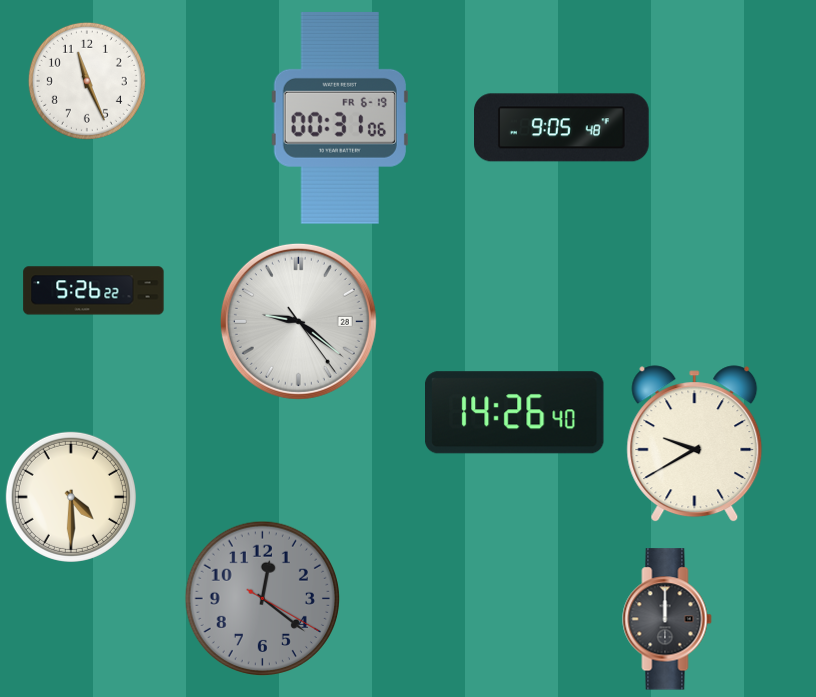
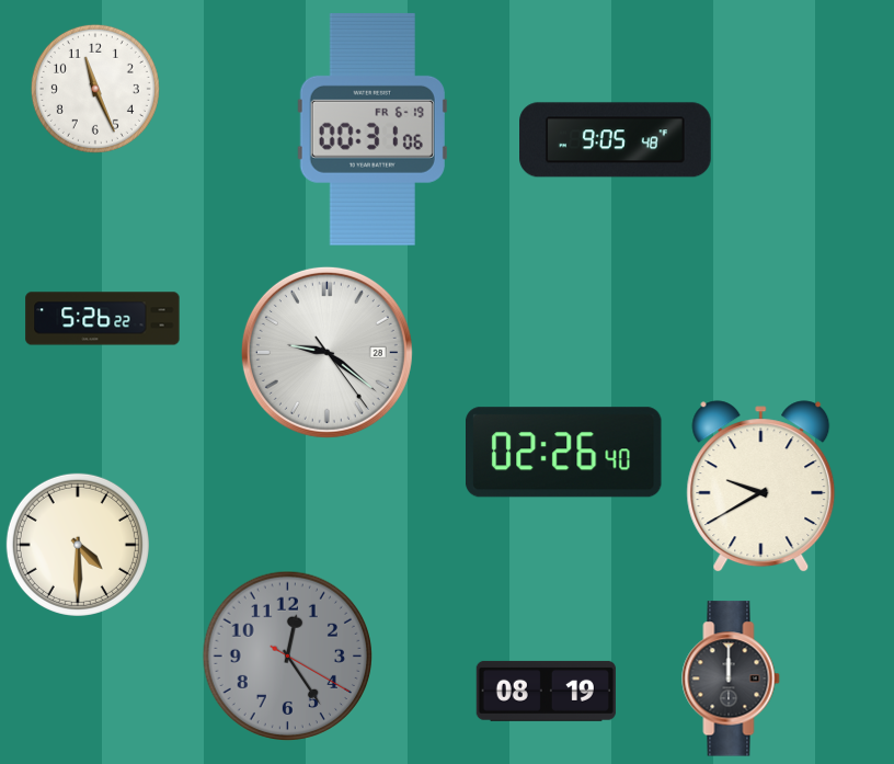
clock at (515, 413): 14:26 -> 02:26
clock at (262, 598): 12:21 -> 12:24
clock at (546, 691): none -> 08:19
